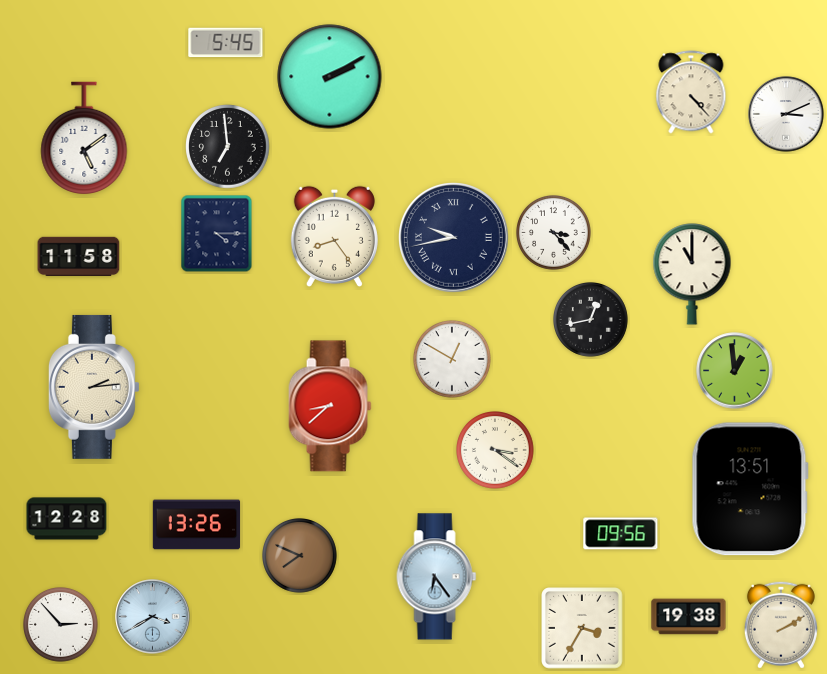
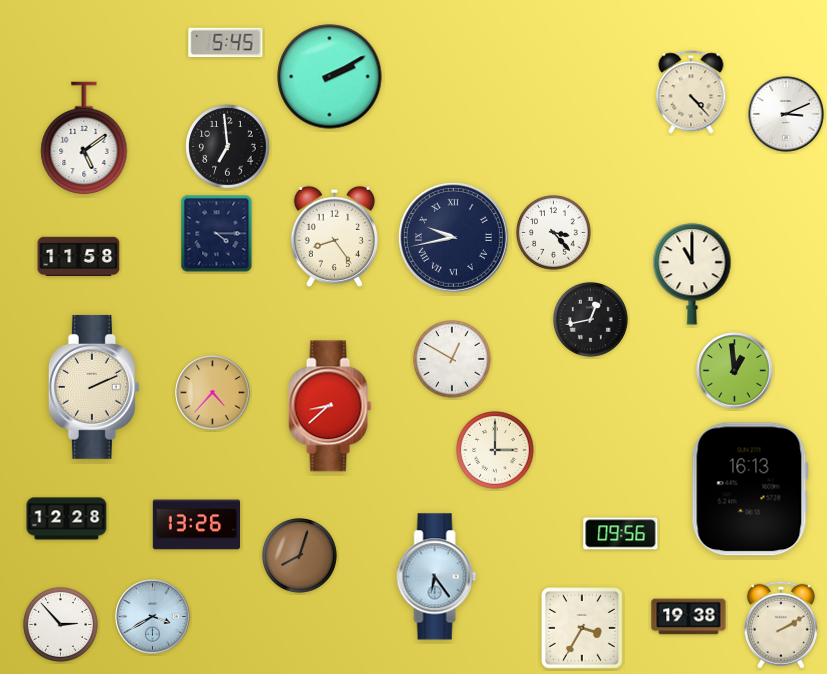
clock at (94, 387): 2:14 -> 2:11
clock at (213, 393): none -> 4:37
clock at (496, 451): 3:21 -> 3:00
clock at (750, 489): 13:51 -> 16:13
clock at (300, 556): 7:49 -> 8:03
